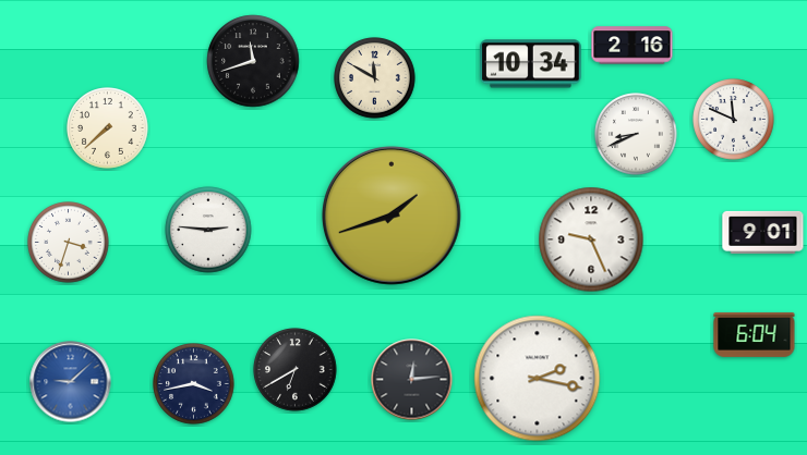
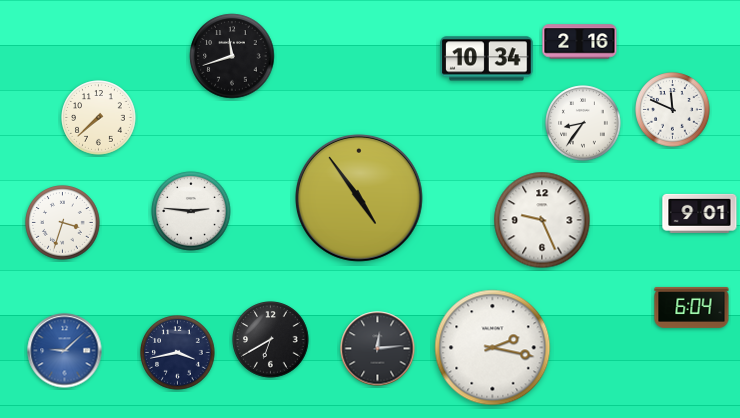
clock at (375, 78): 11:50 -> none
clock at (636, 134): 8:41 -> 8:36
clock at (392, 216): 1:42 -> 4:54
